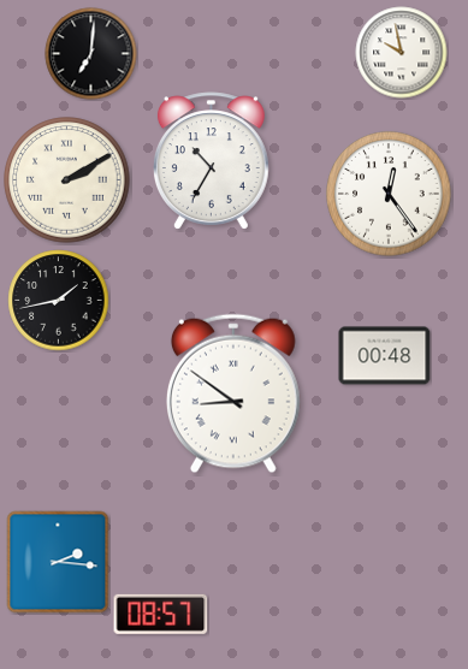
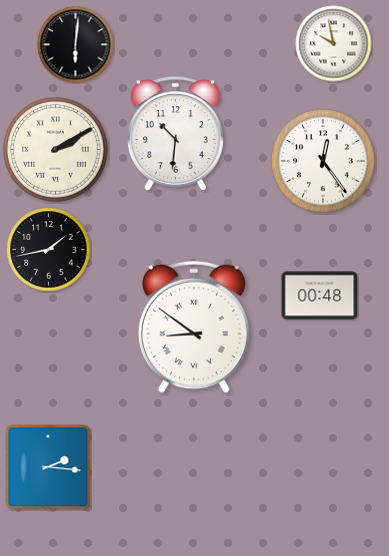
clock at (91, 54): 7:01 -> 6:01
clock at (211, 161): 10:35 -> 10:31
clock at (161, 614): 08:57 -> none
